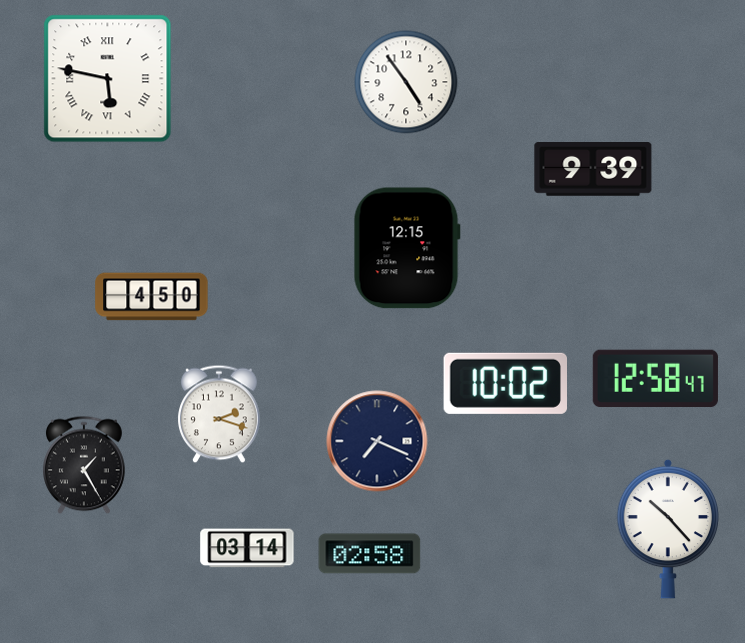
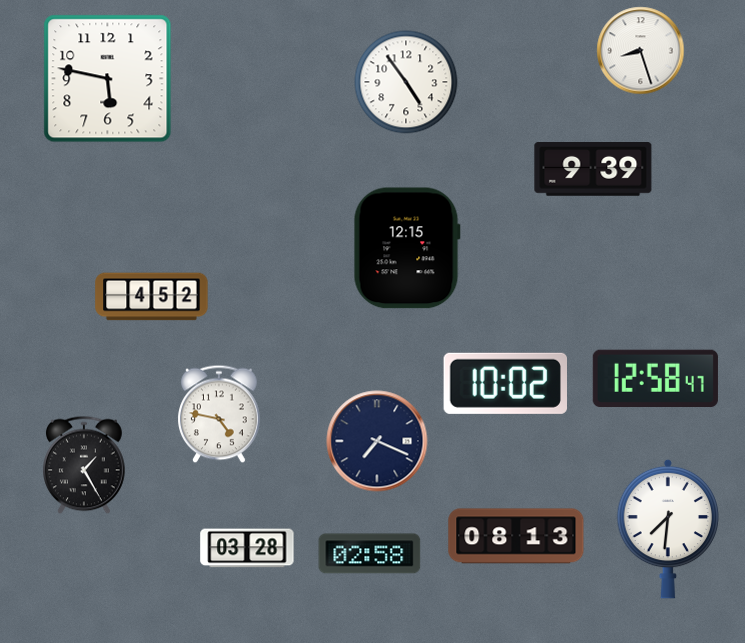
clock at (641, 51): none -> 8:27
clock at (108, 79) numerals: Roman -> Arabic
clock at (152, 297): 4:50 -> 4:52
clock at (220, 414): 2:18 -> 4:47
clock at (668, 529): 10:23 -> 7:31
clock at (516, 536): none -> 08:13
clock at (247, 548): 03:14 -> 03:28
